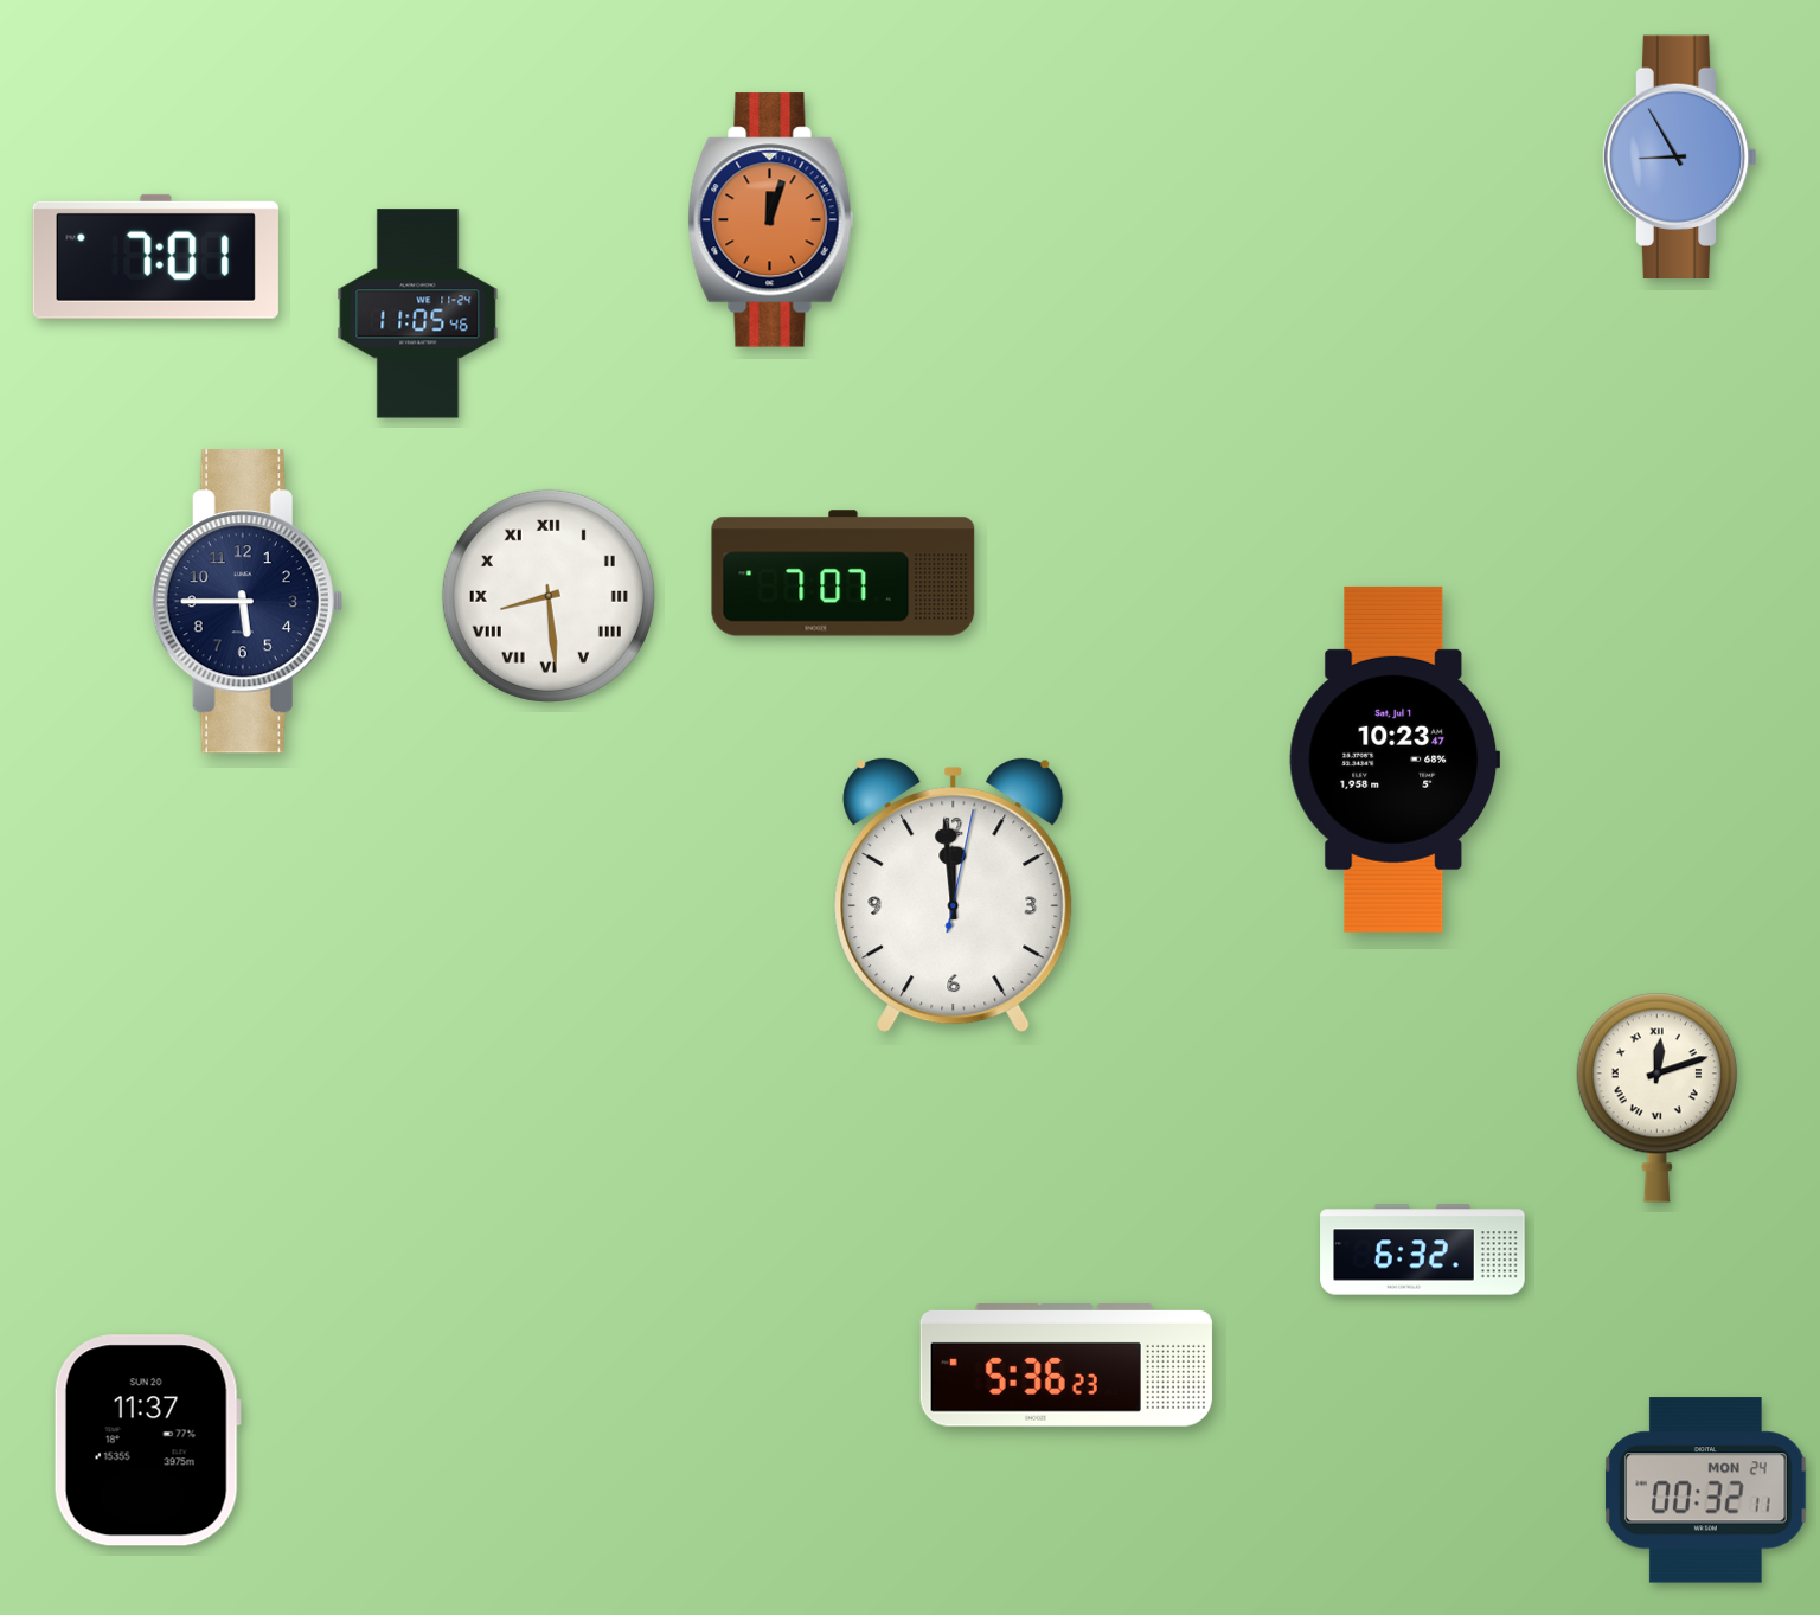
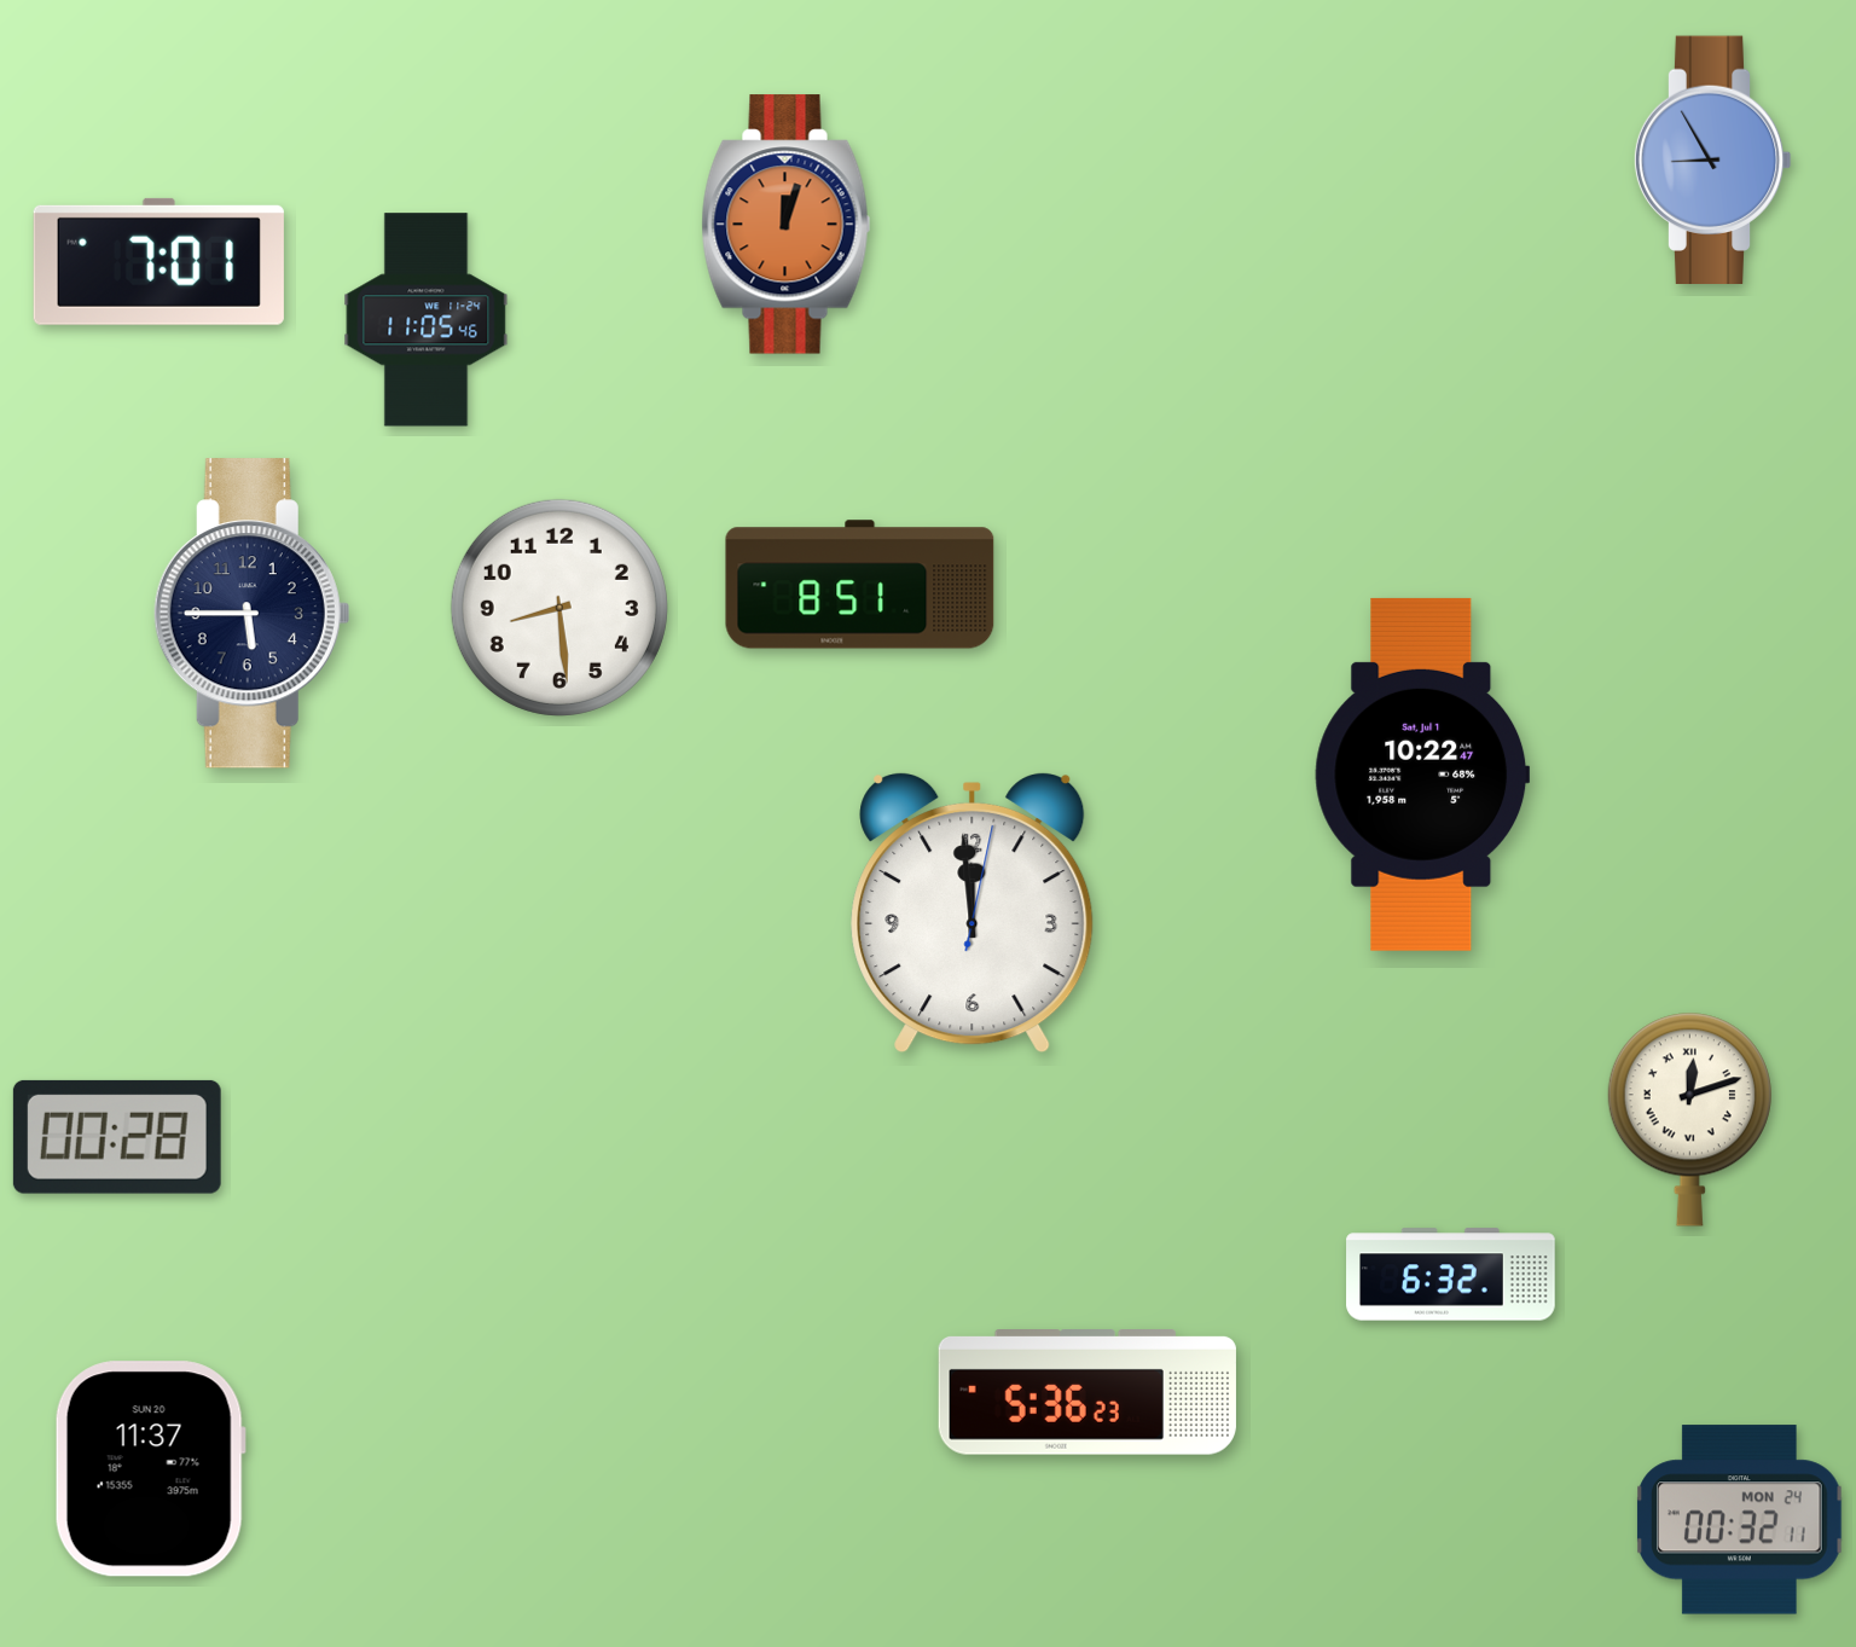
clock at (844, 573): 7:07 -> 8:51
clock at (549, 596) numerals: Roman -> Arabic
clock at (1395, 760): 10:23 -> 10:22
clock at (117, 1137): none -> 00:28
